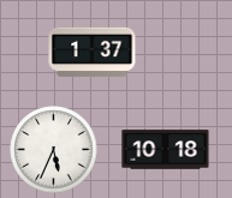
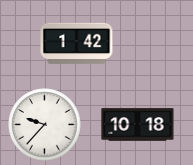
clock at (93, 53): 1:37 -> 1:42
clock at (54, 150): 5:34 -> 9:37
